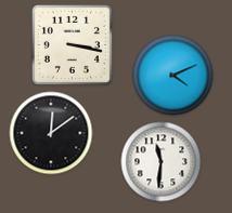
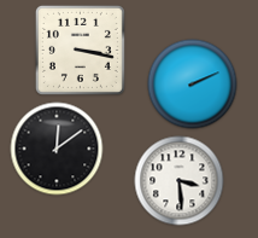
clock at (173, 76): 4:11 -> 2:11
clock at (162, 162): 11:31 -> 3:29
